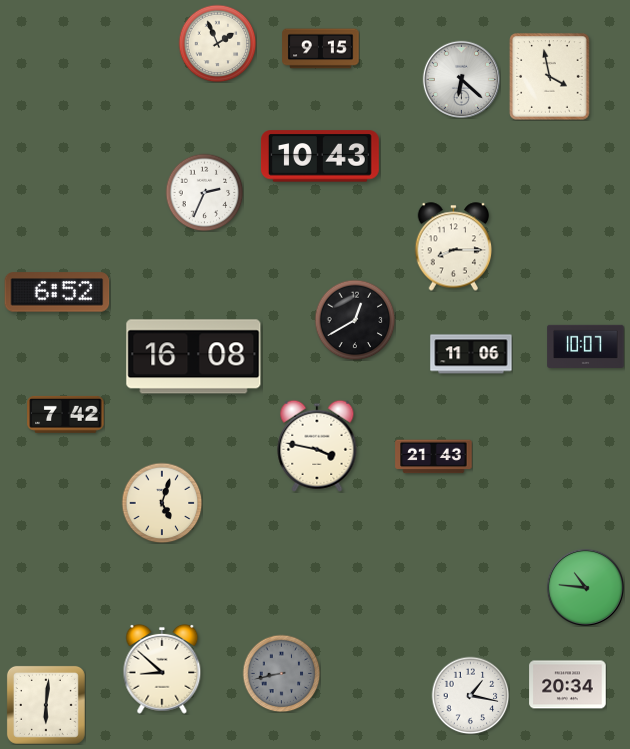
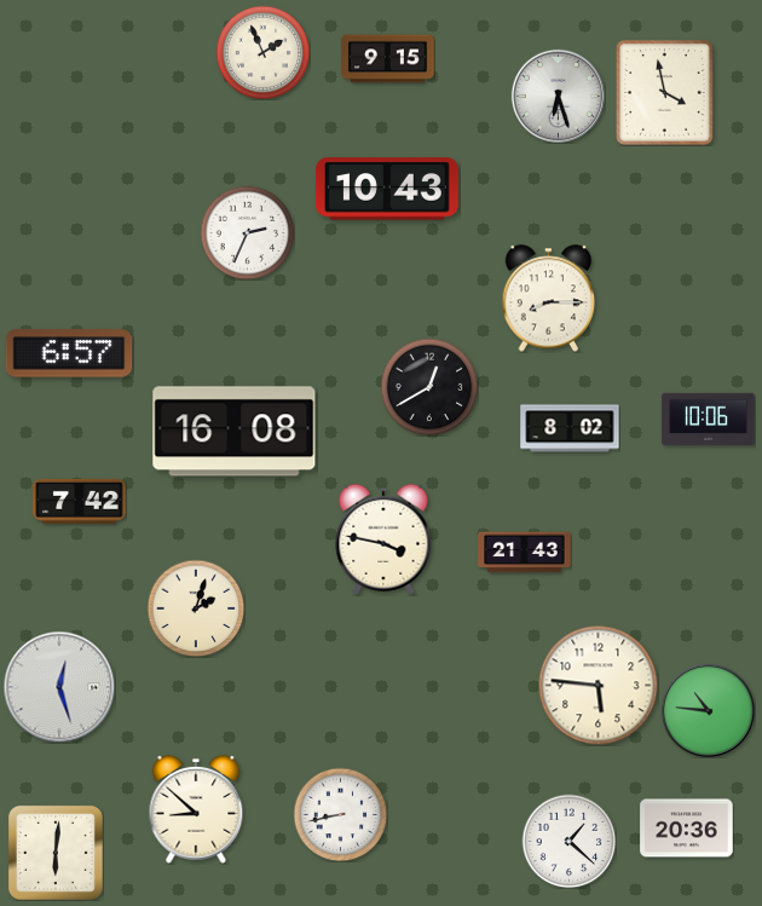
clock at (461, 79): 6:22 -> 6:27
clock at (57, 292): 6:52 -> 6:57
clock at (586, 346): 10:07 -> 10:06
clock at (471, 354): 11:06 -> 8:02
clock at (162, 503): 5:03 -> 2:03
clock at (599, 686): none -> 5:46
clock at (59, 687): none -> 12:27
clock at (281, 673) dial: grey -> white
clock at (568, 685): 20:34 -> 20:36
clock at (470, 695): 1:17 -> 1:22
